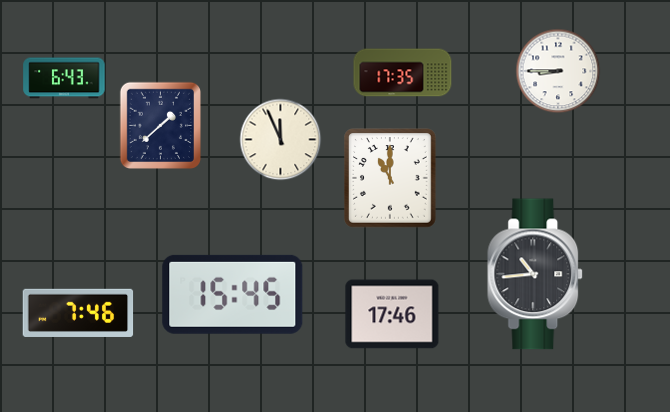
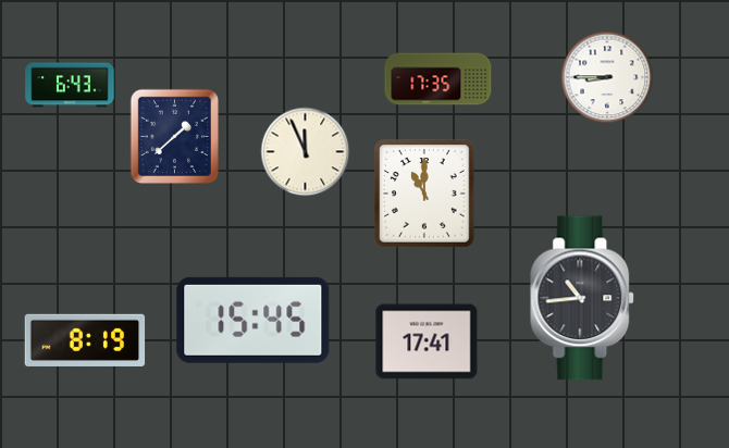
clock at (78, 312): 7:46 -> 8:19
clock at (392, 314): 17:46 -> 17:41
